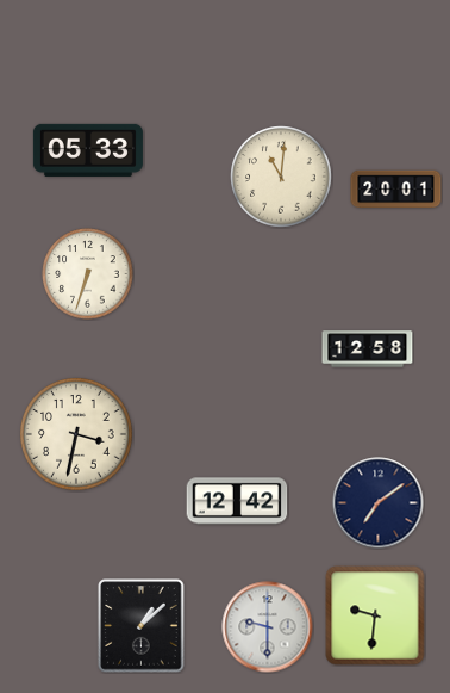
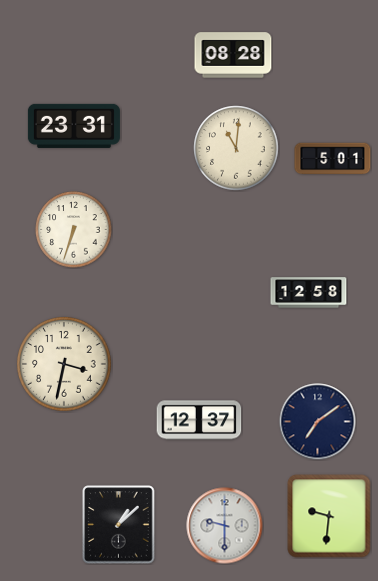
clock at (233, 55): none -> 08:28
clock at (88, 150): 05:33 -> 23:31
clock at (396, 190): 20:01 -> 5:01
clock at (237, 501): 12:42 -> 12:37
clock at (375, 615) position: (375, 615) -> (329, 516)
